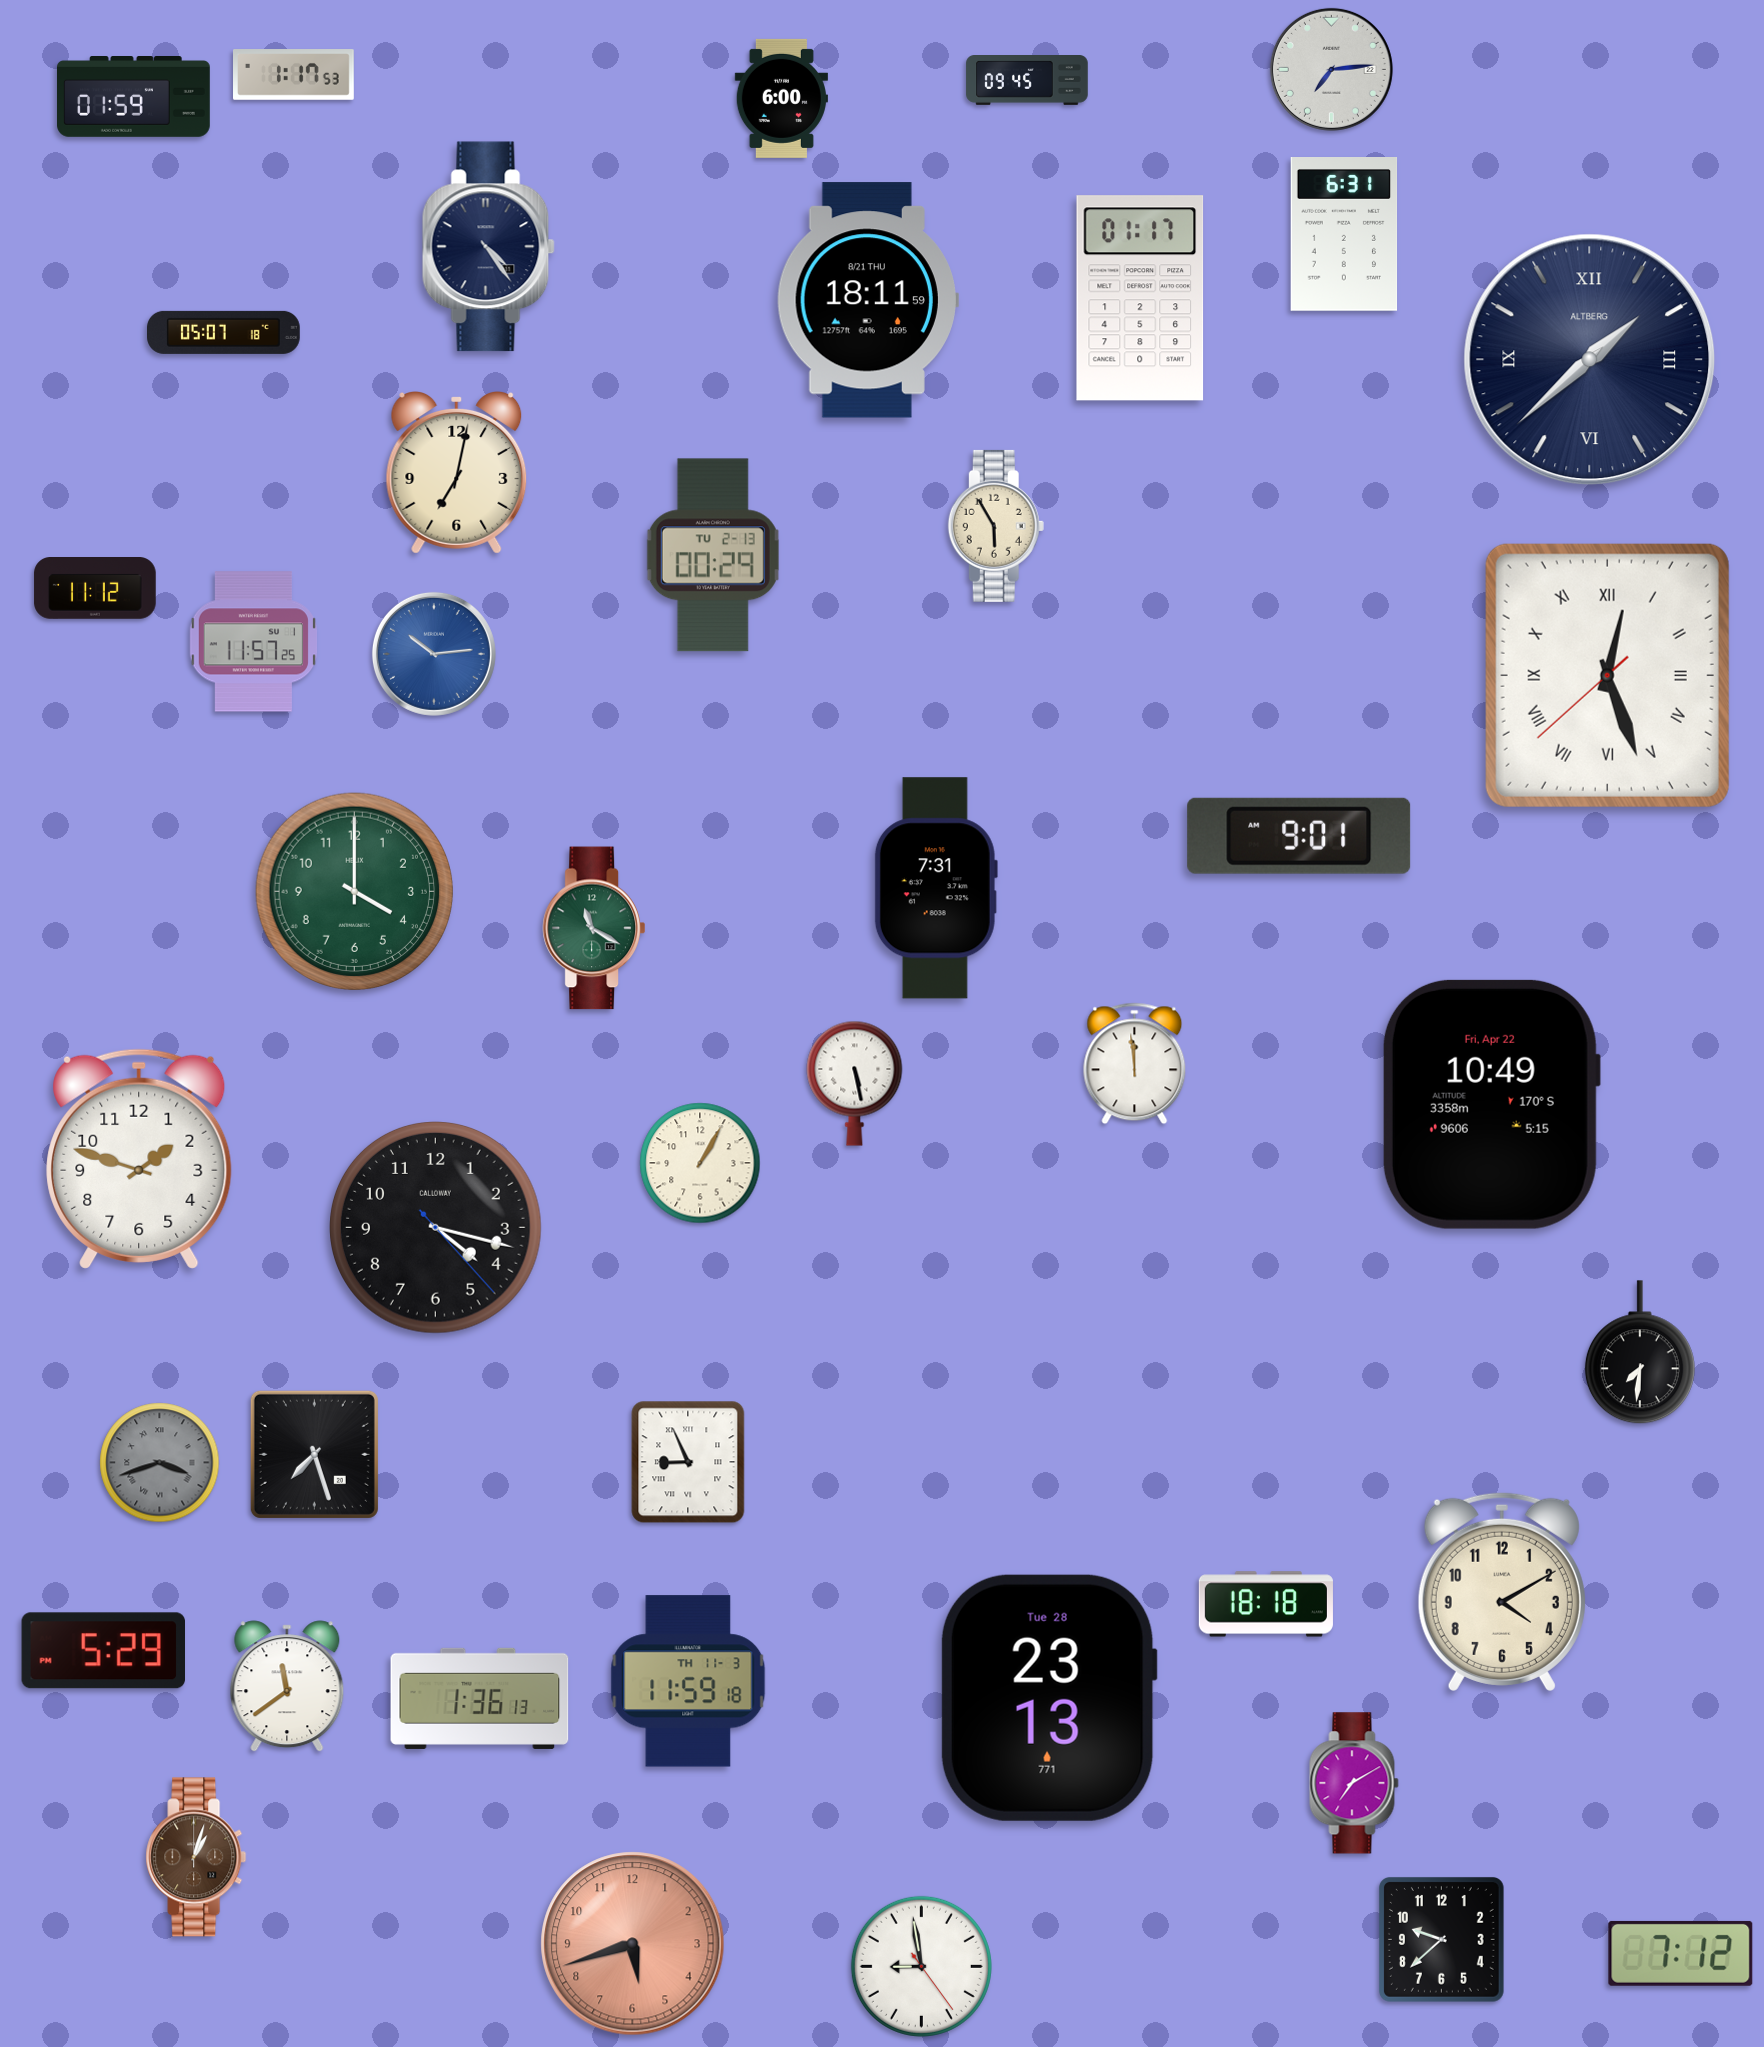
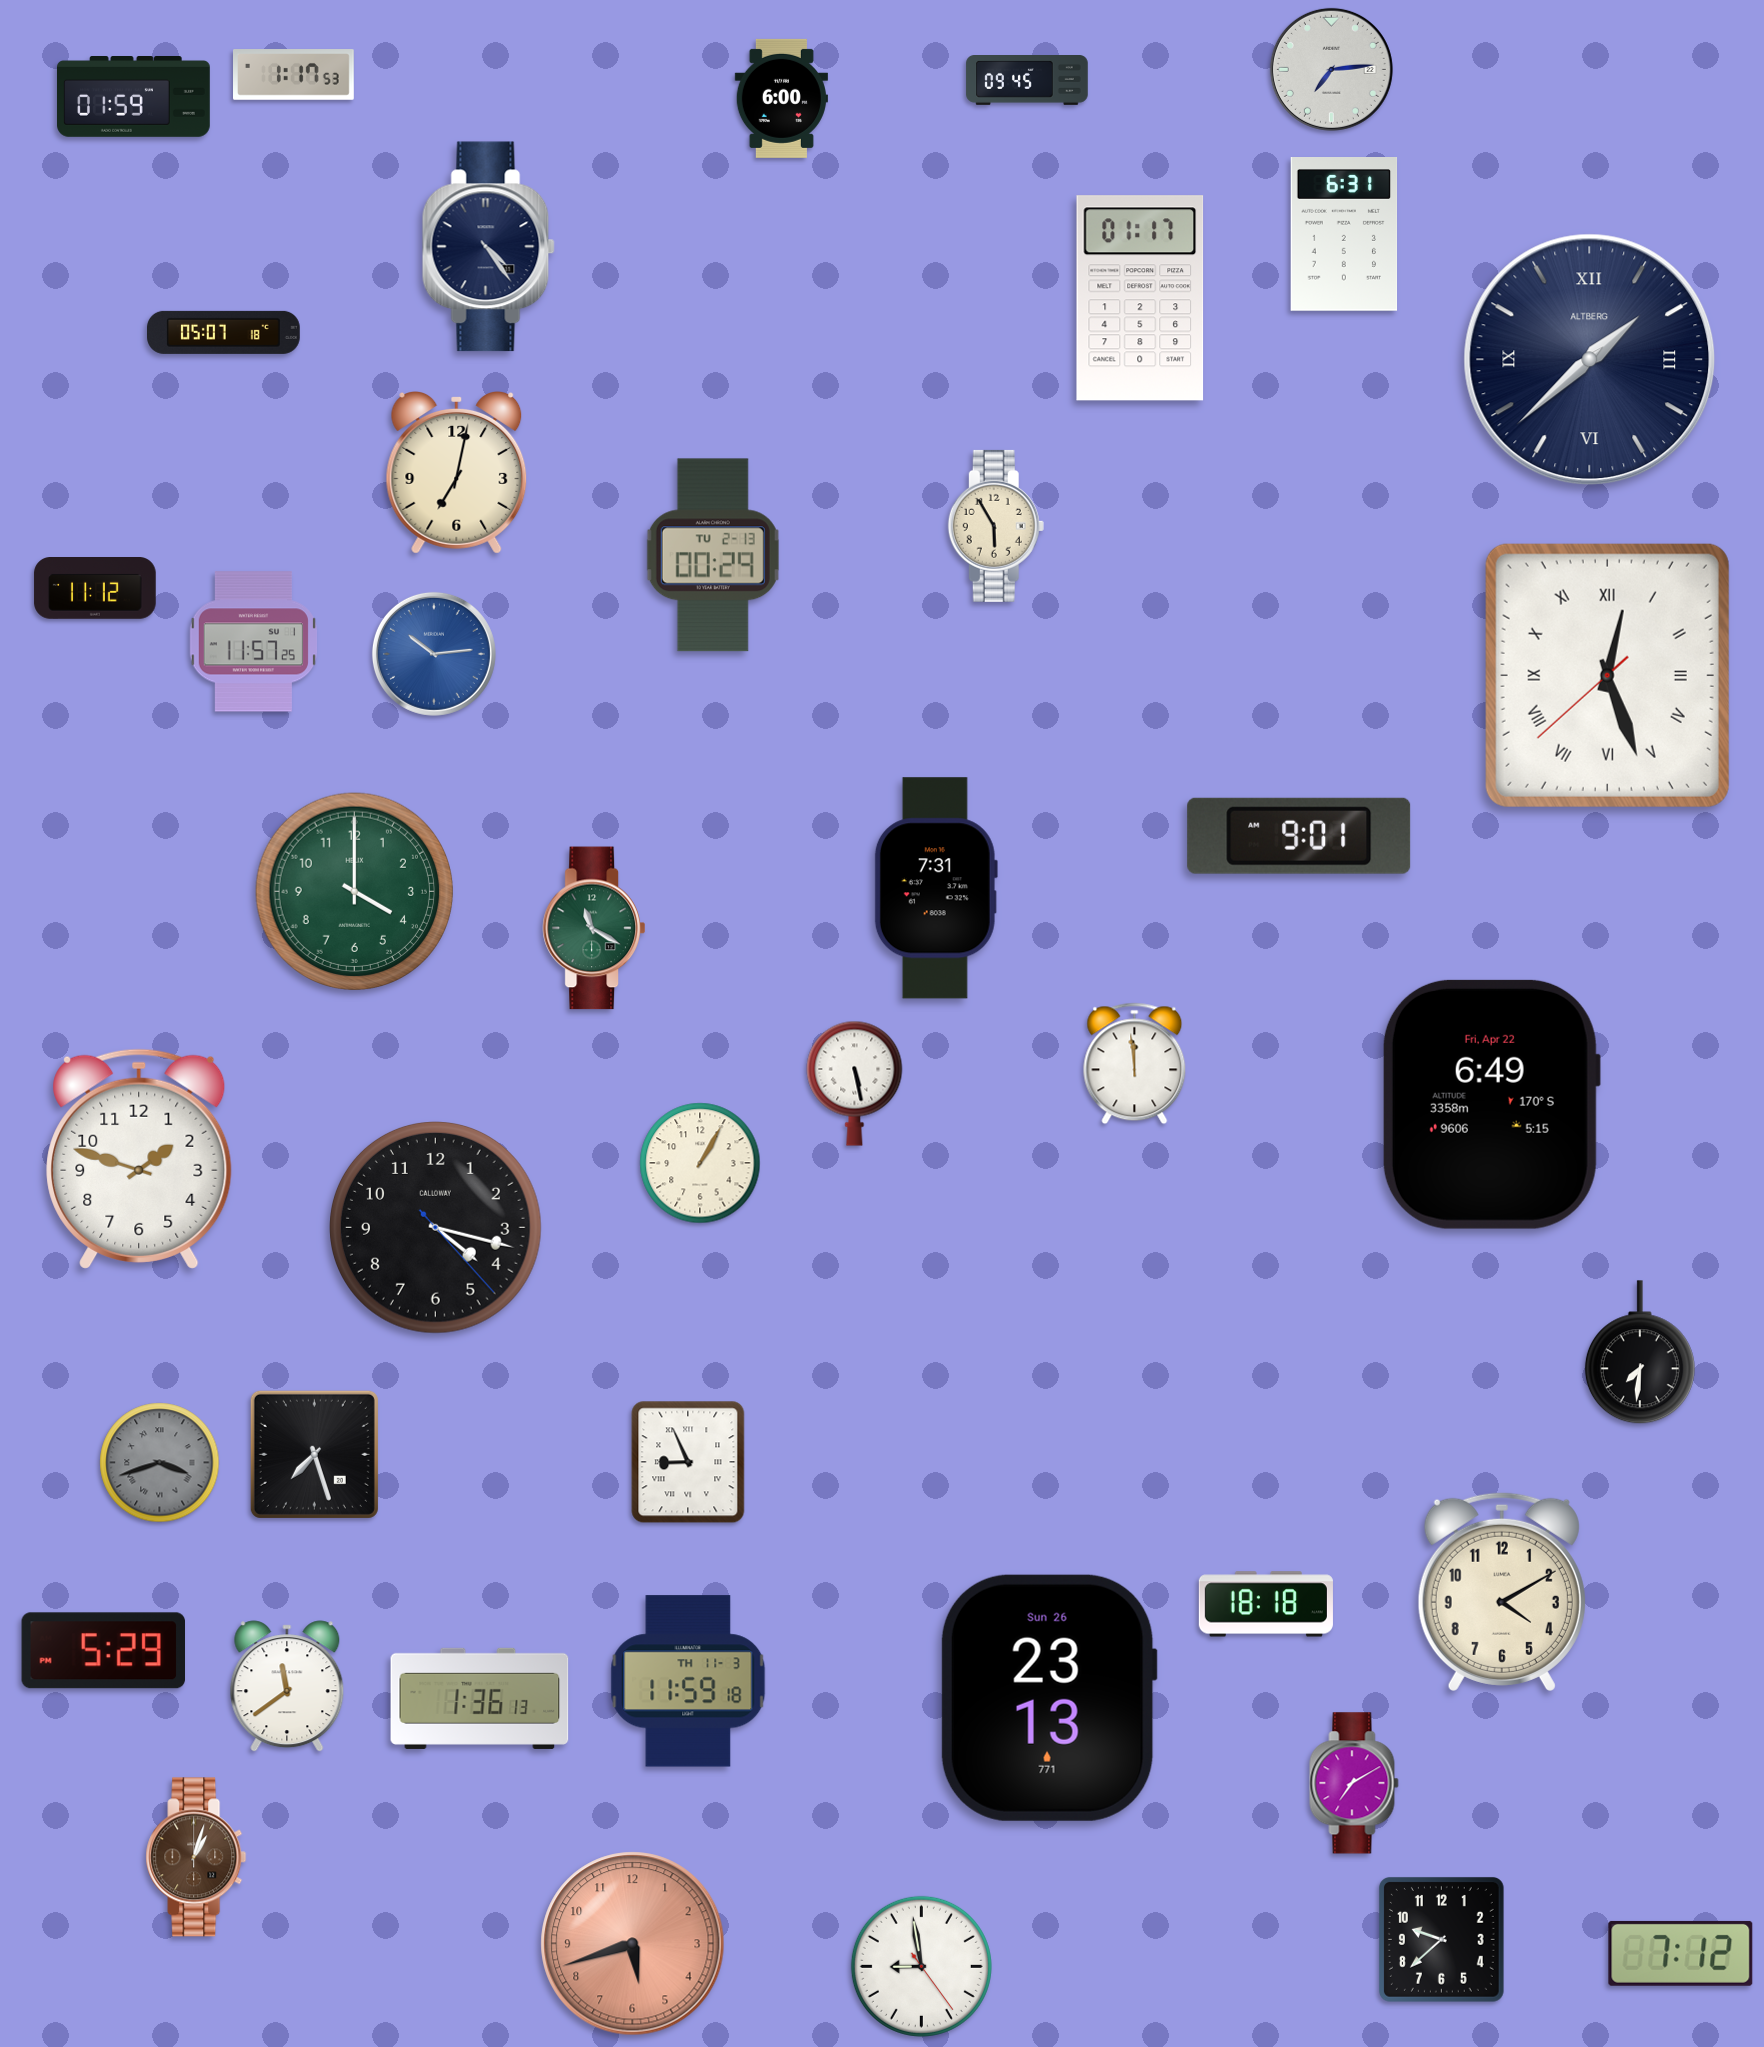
clock at (868, 300): 18:11 -> none
clock at (1491, 1104): 10:49 -> 6:49
clock at (1049, 1698) date: Tue 28 -> Sun 26
